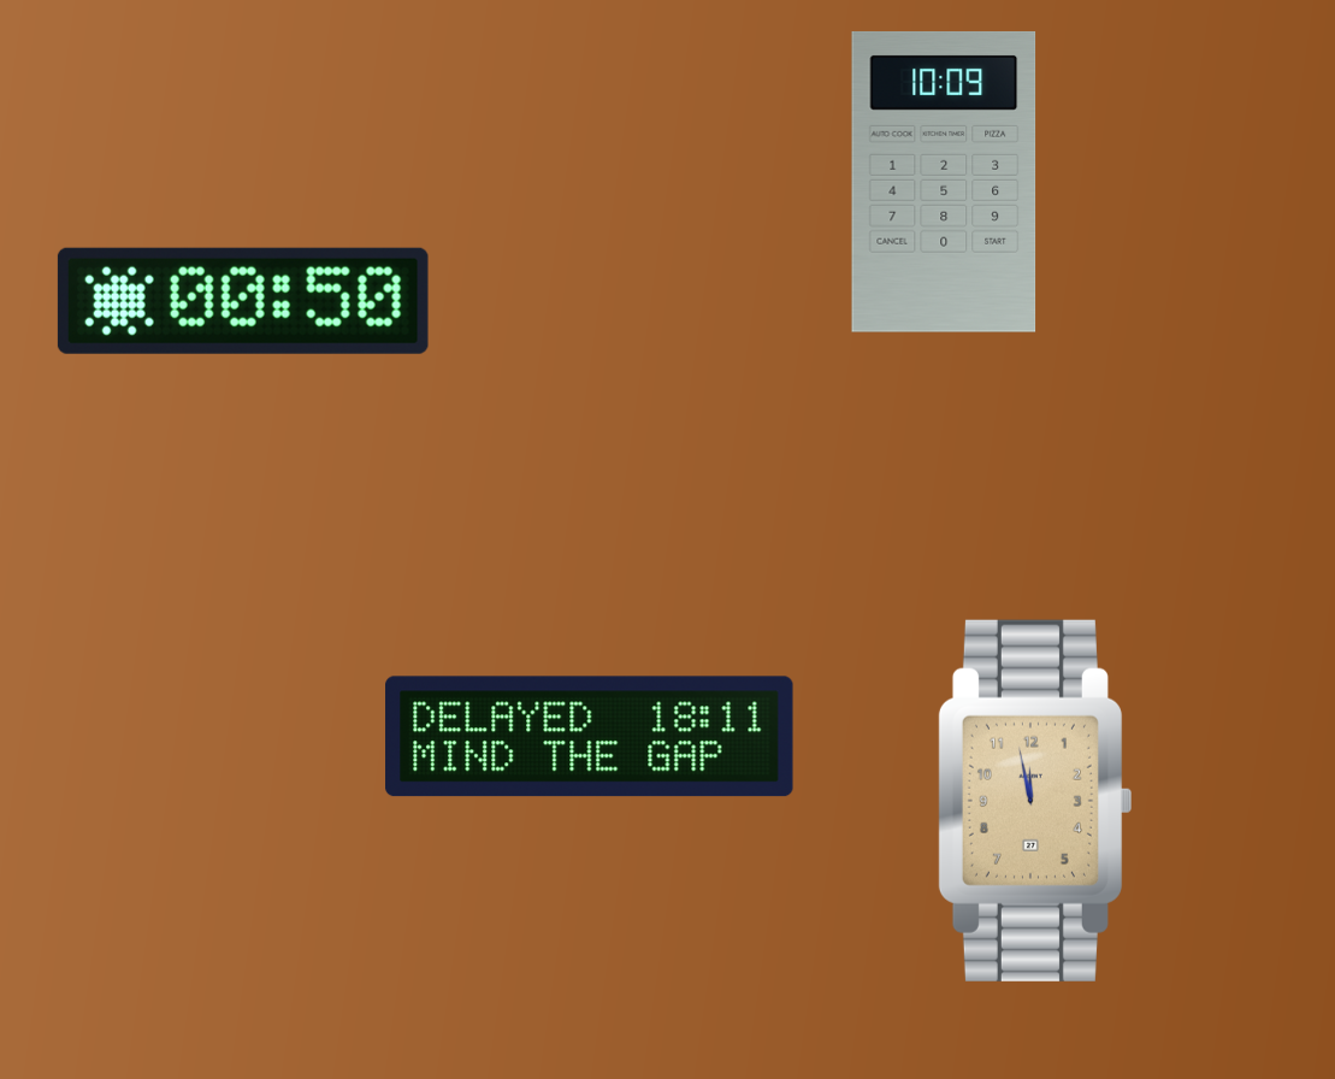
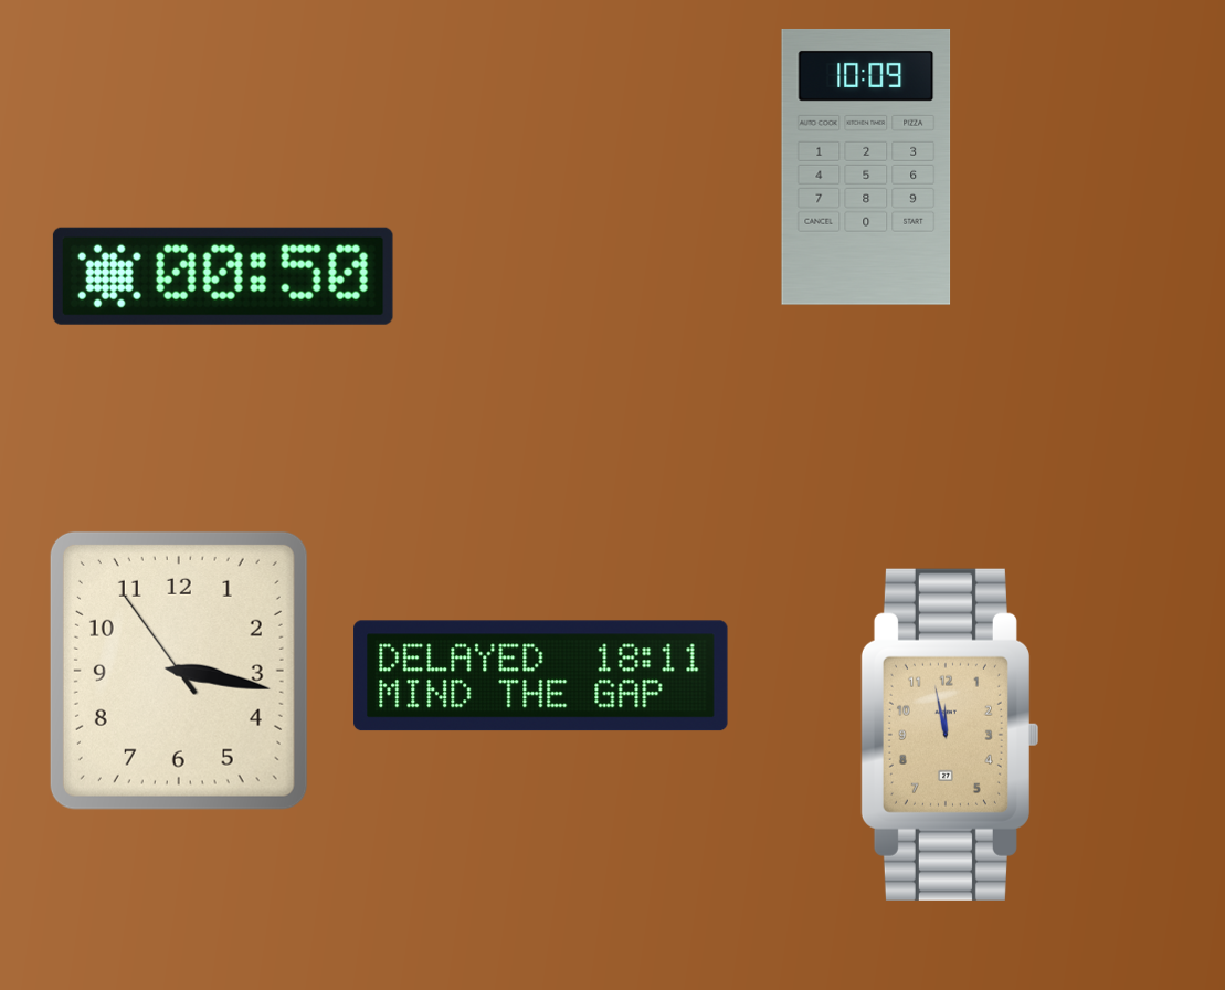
clock at (179, 671): none -> 3:16
